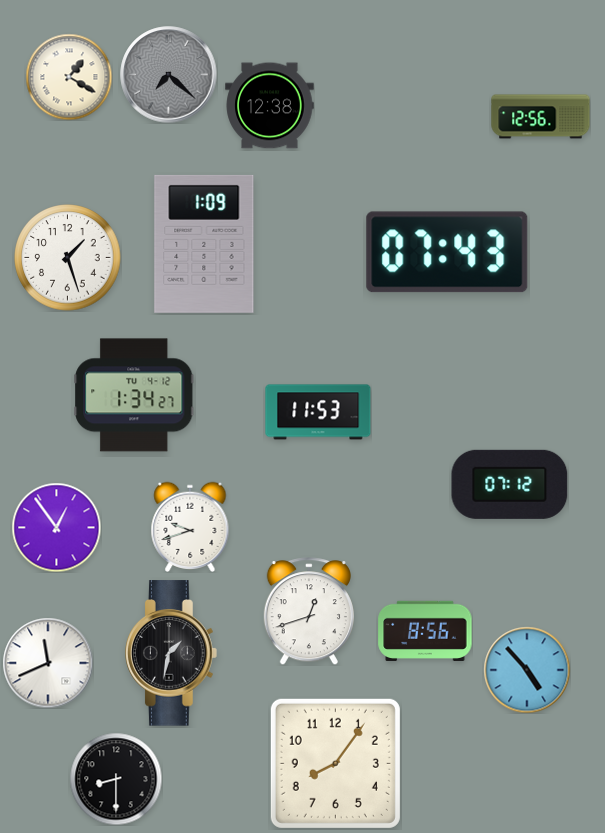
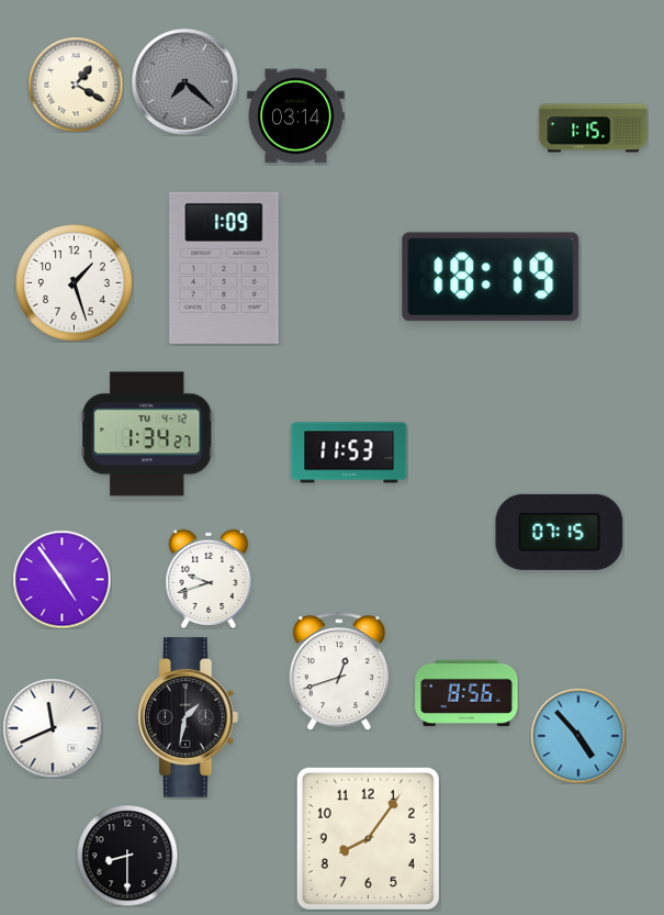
clock at (270, 106): 12:38 -> 03:14
clock at (541, 117): 12:56 -> 1:15
clock at (447, 252): 07:43 -> 18:19
clock at (510, 484): 07:12 -> 07:15
clock at (56, 527): 12:54 -> 4:54
